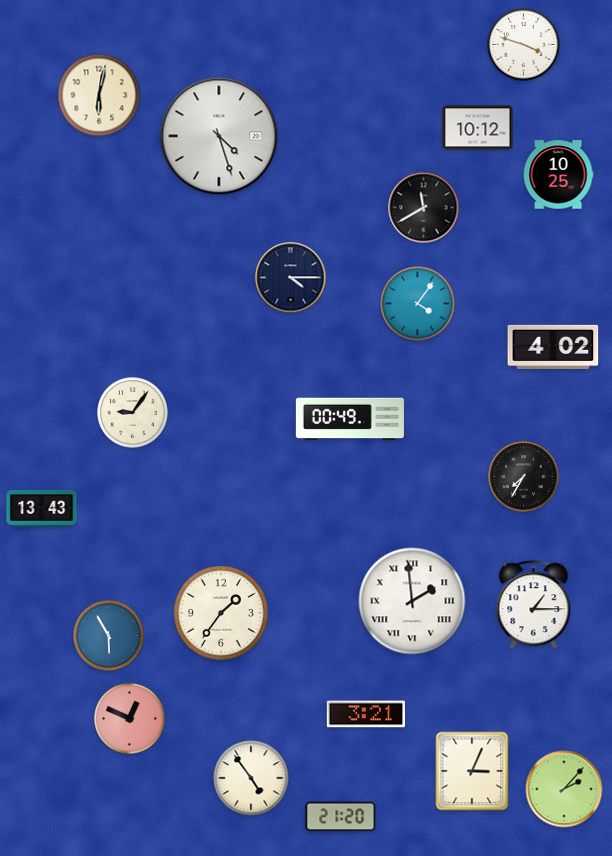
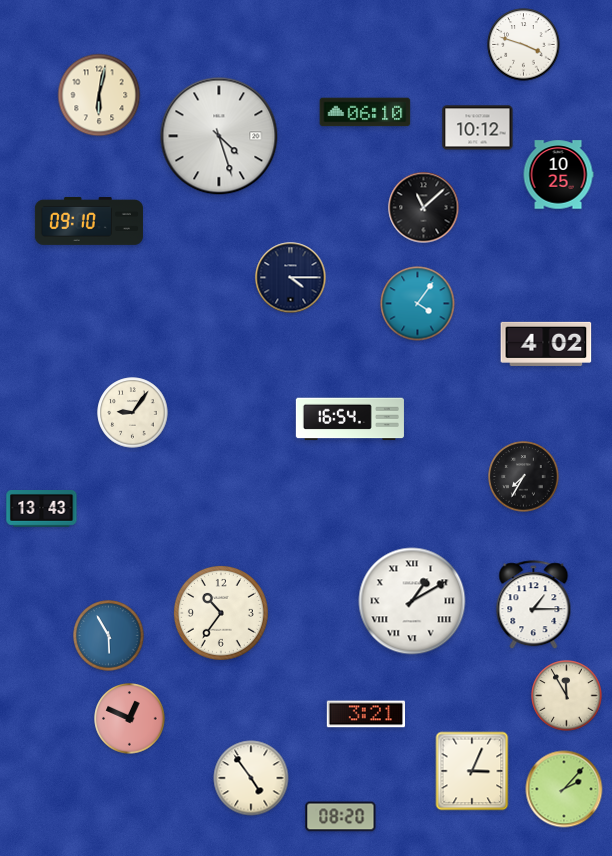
clock at (365, 112): none -> 06:10
clock at (424, 208): 11:40 -> 11:08
clock at (89, 221): none -> 09:10
clock at (553, 347) position: (553, 347) -> (546, 344)
clock at (350, 419): 00:49 -> 16:54
clock at (412, 601): 1:59 -> 1:10
clock at (221, 613): 1:36 -> 10:36
clock at (567, 696): none -> 11:55
clock at (341, 817): 21:20 -> 08:20
